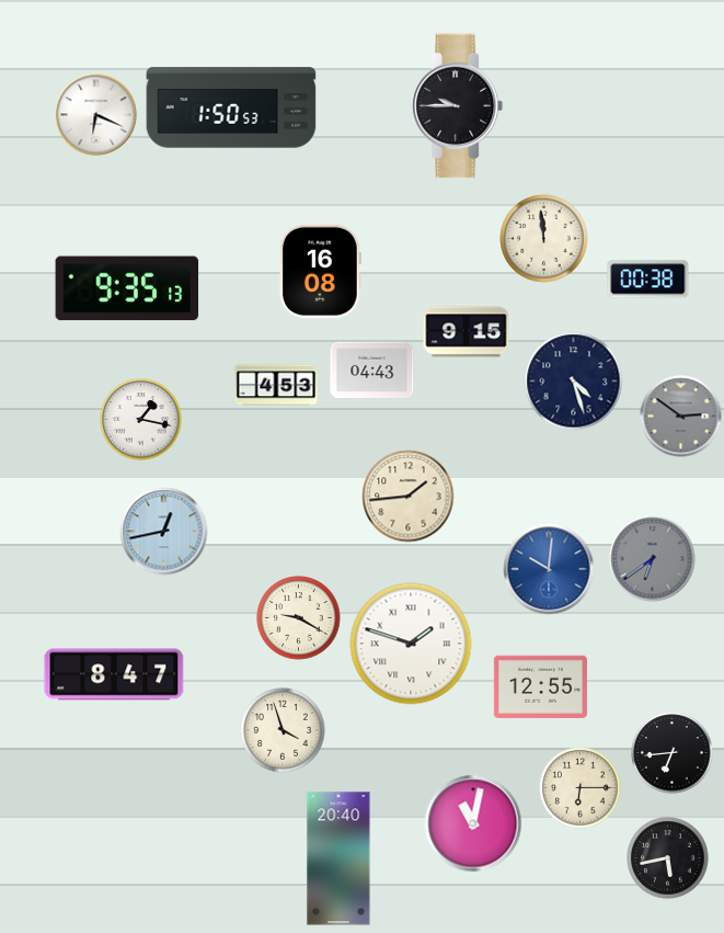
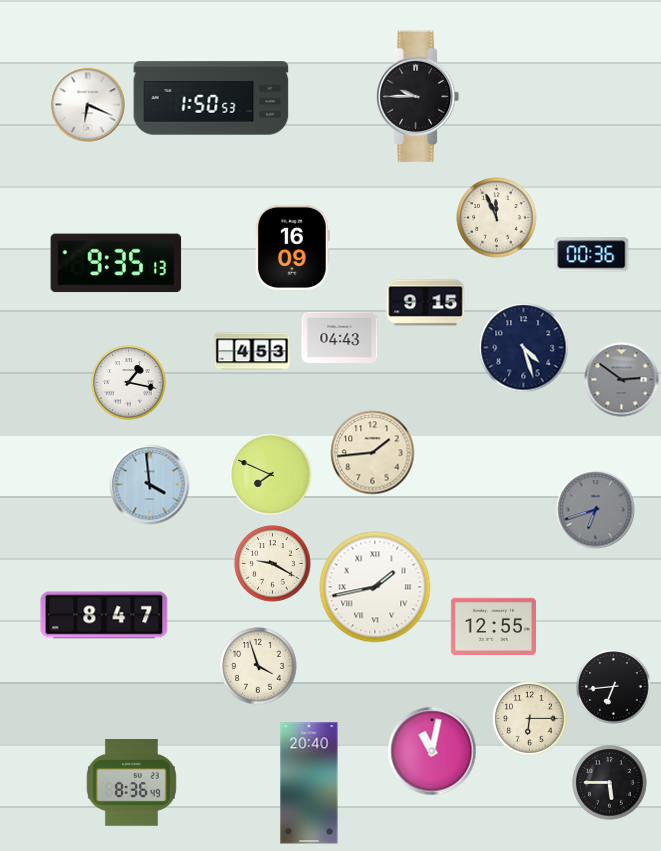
clock at (544, 239): 11:59 -> 11:56
clock at (321, 271): 16:08 -> 16:09
clock at (648, 280): 00:38 -> 00:36
clock at (271, 475): none -> 7:49
clock at (164, 532): 12:43 -> 3:59
clock at (653, 559): 6:39 -> 6:42
clock at (549, 569): 10:01 -> none
clock at (411, 644): 1:48 -> 1:43
clock at (131, 783): none -> 8:36
clock at (668, 858): 5:43 -> 5:45
